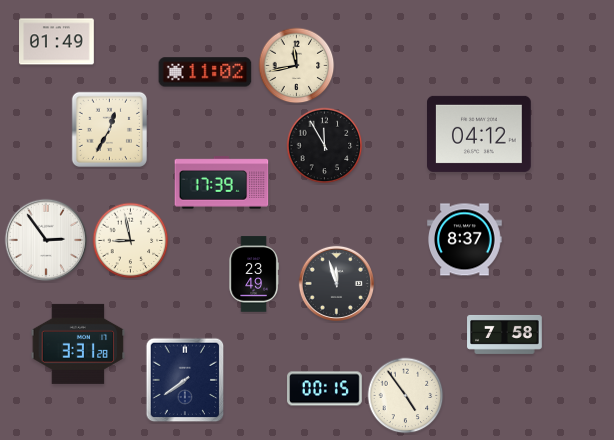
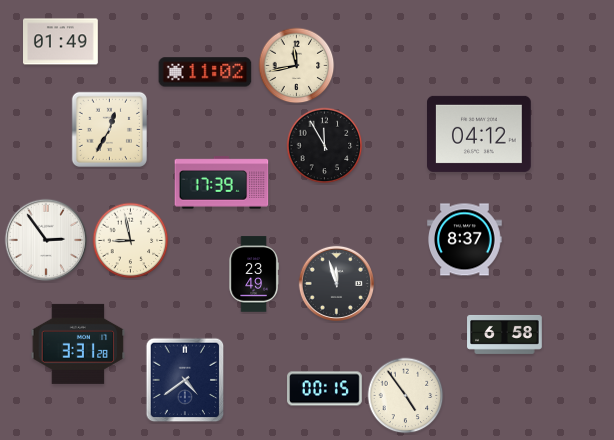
clock at (57, 42) position: (57, 42) -> (61, 42)
clock at (505, 334): 7:58 -> 6:58
clock at (185, 380): 7:39 -> 4:39
